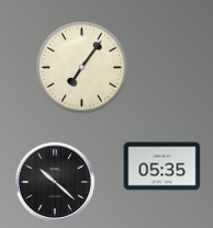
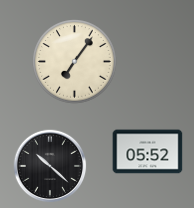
clock at (162, 167): 05:35 -> 05:52
